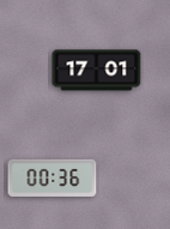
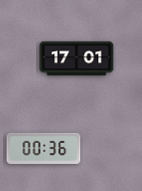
clock at (97, 71) position: (97, 71) -> (77, 59)
